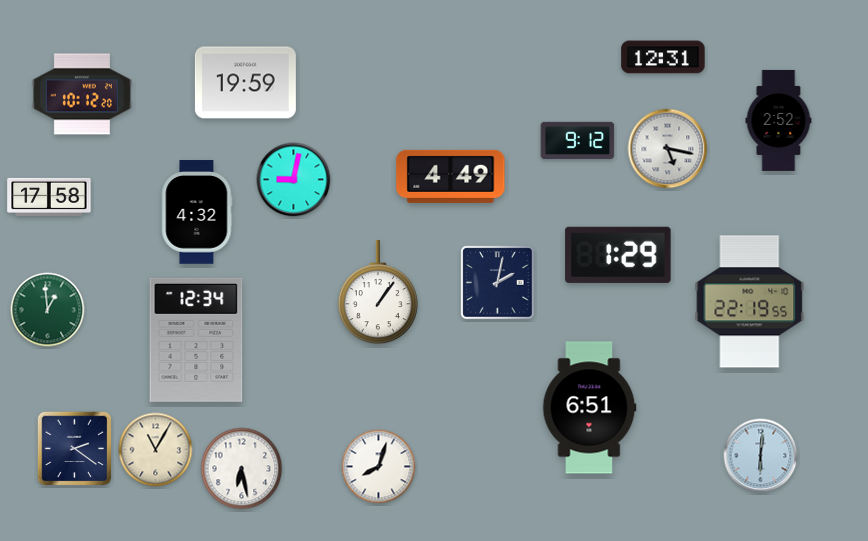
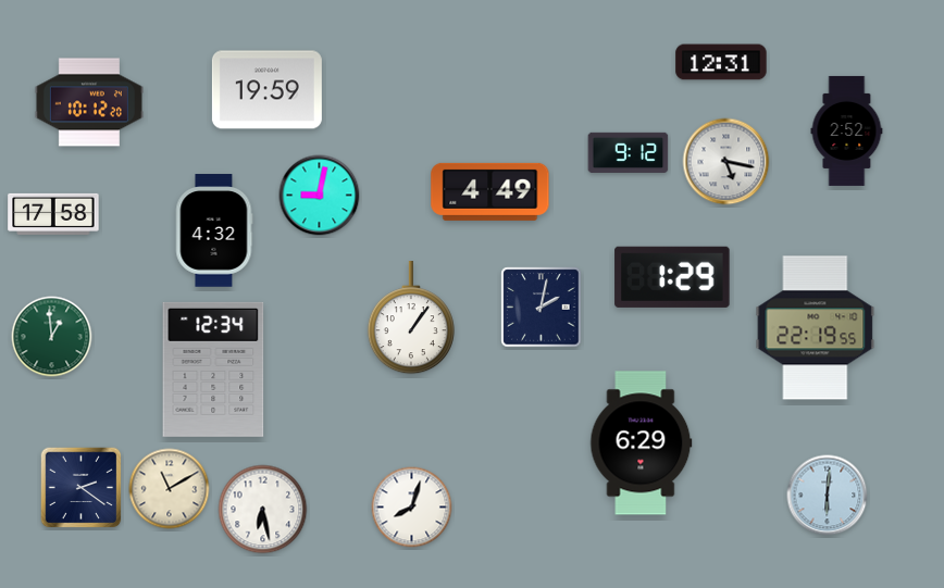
clock at (590, 408): 6:51 -> 6:29
clock at (156, 450): 11:05 -> 11:10
